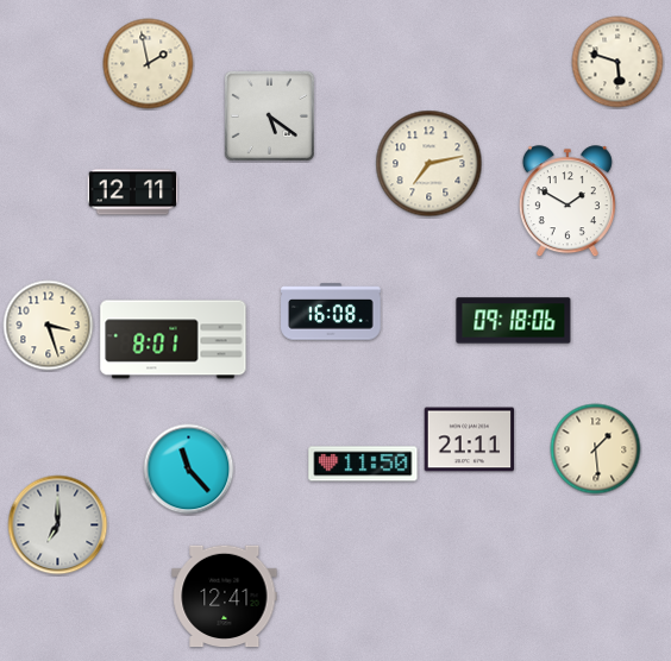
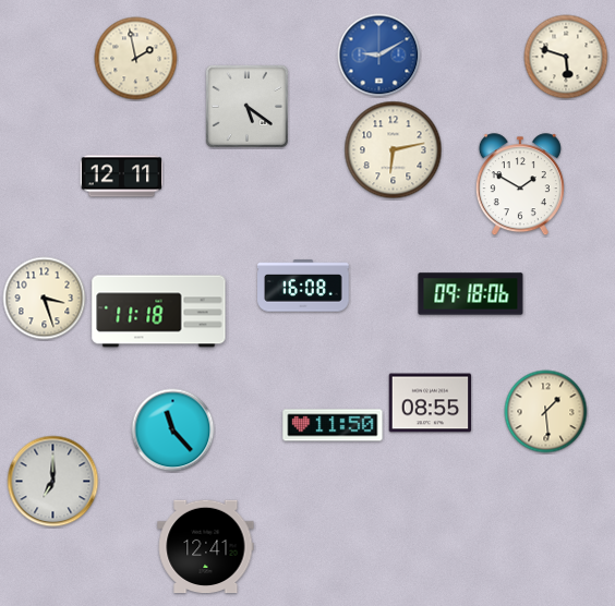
clock at (379, 56): none -> 9:10
clock at (429, 164): 7:13 -> 6:13
clock at (174, 340): 8:01 -> 11:18
clock at (470, 440): 21:11 -> 08:55
